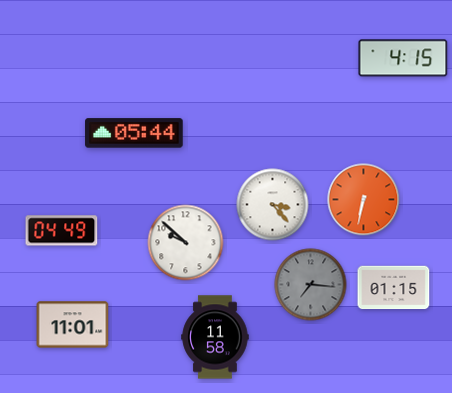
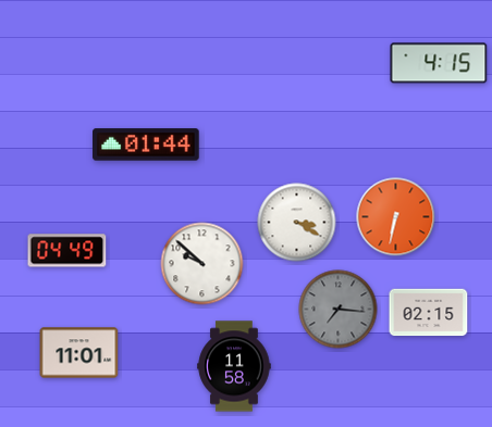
clock at (134, 133): 05:44 -> 01:44
clock at (273, 205): 3:23 -> 3:20
clock at (394, 288): 01:15 -> 02:15
